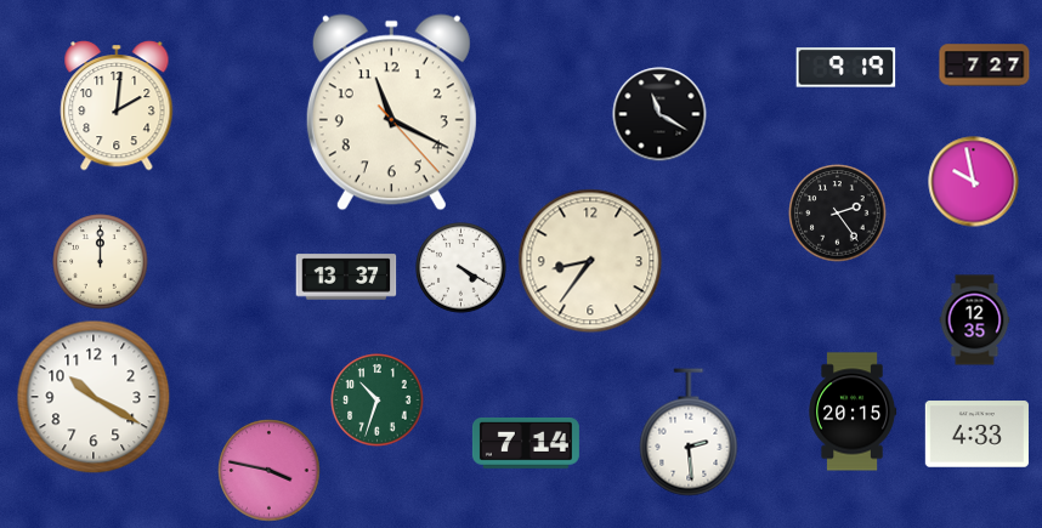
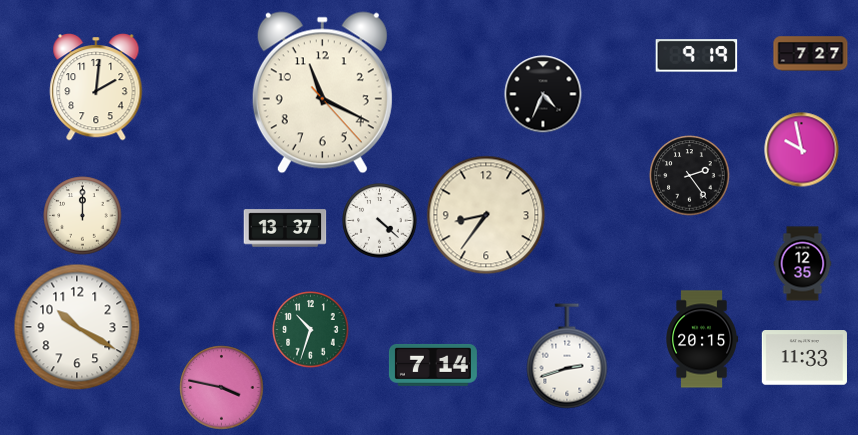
clock at (659, 114): 11:20 -> 4:34
clock at (461, 268): 4:20 -> 4:22
clock at (689, 432): 2:29 -> 2:42
clock at (976, 435): 4:33 -> 11:33
